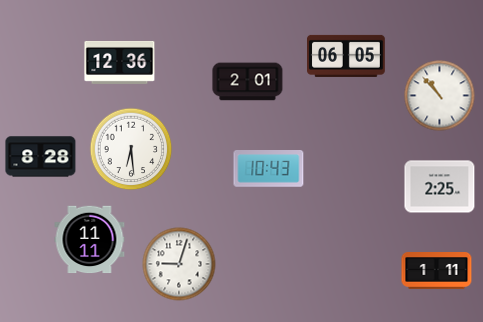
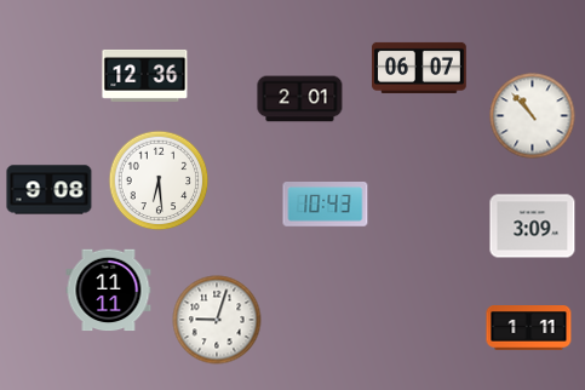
clock at (347, 56): 06:05 -> 06:07
clock at (41, 157): 8:28 -> 9:08
clock at (440, 187): 2:25 -> 3:09
